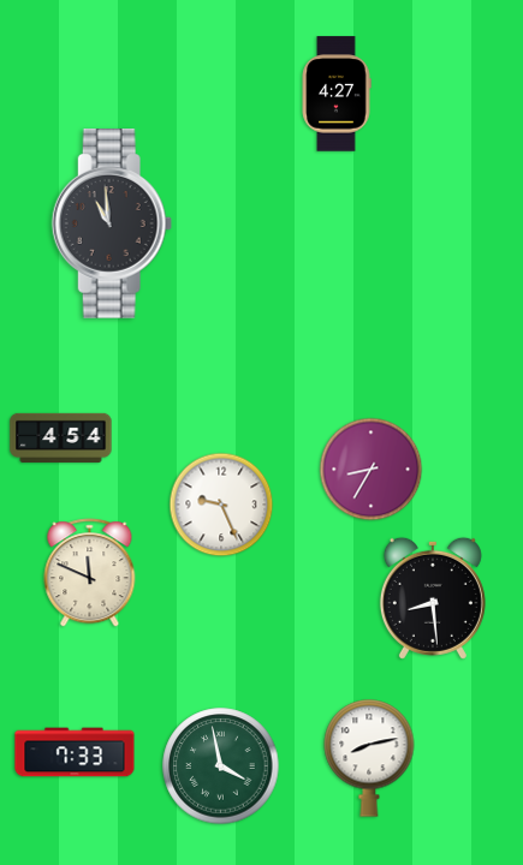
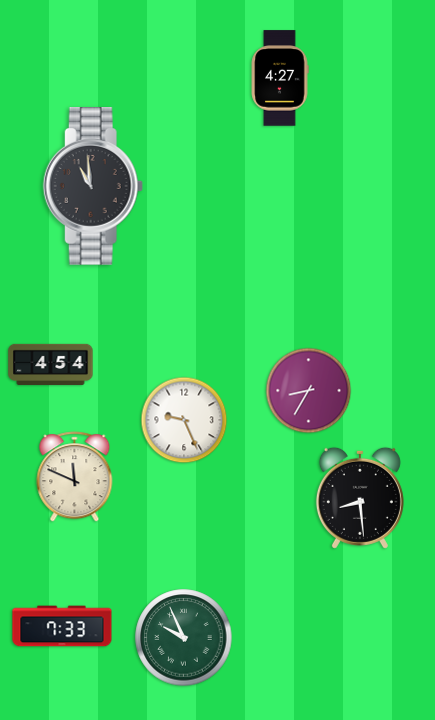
clock at (369, 758): 8:13 -> none
clock at (221, 766): 3:58 -> 9:56
